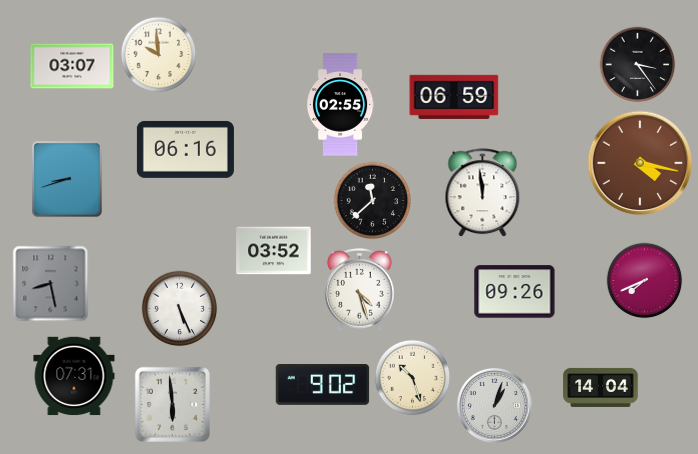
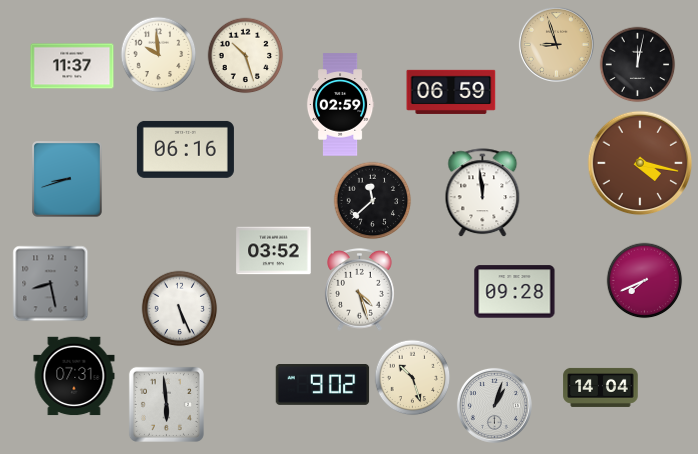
clock at (556, 44): none -> 8:57
clock at (246, 56): none -> 10:27
clock at (638, 65): 3:24 -> 12:02
clock at (72, 66): 03:07 -> 11:37
clock at (454, 97) position: (454, 97) -> (451, 92)
clock at (340, 105): 02:55 -> 02:59
clock at (515, 292): 09:26 -> 09:28
clock at (172, 404) position: (172, 404) -> (166, 404)
